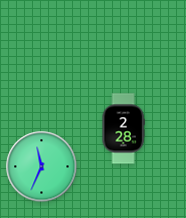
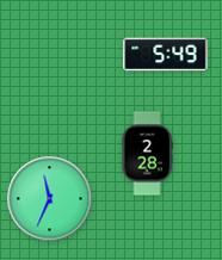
clock at (166, 55): none -> 5:49
